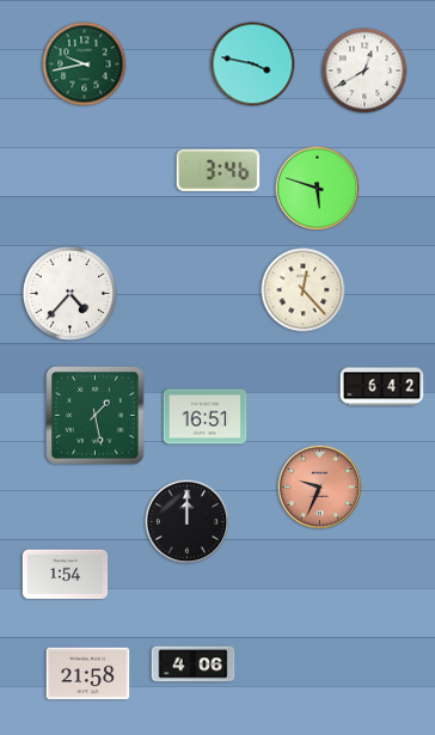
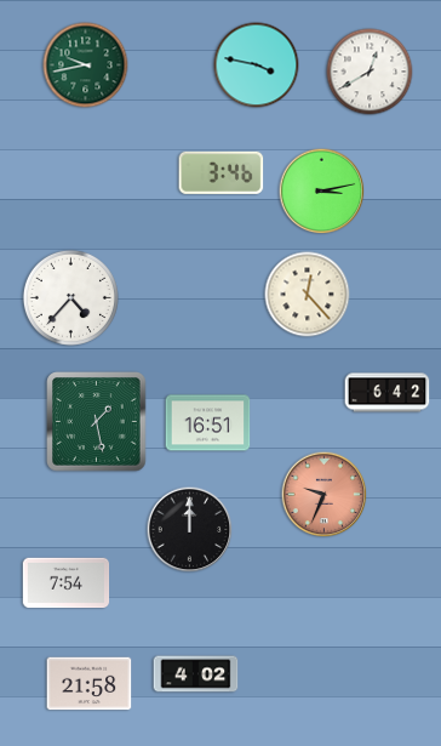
clock at (318, 189): 5:48 -> 3:13
clock at (66, 575): 1:54 -> 7:54
clock at (194, 664): 4:06 -> 4:02
